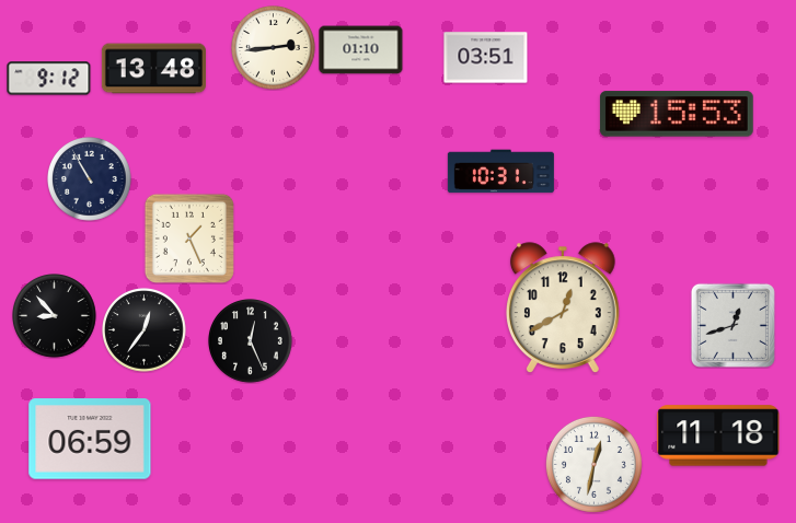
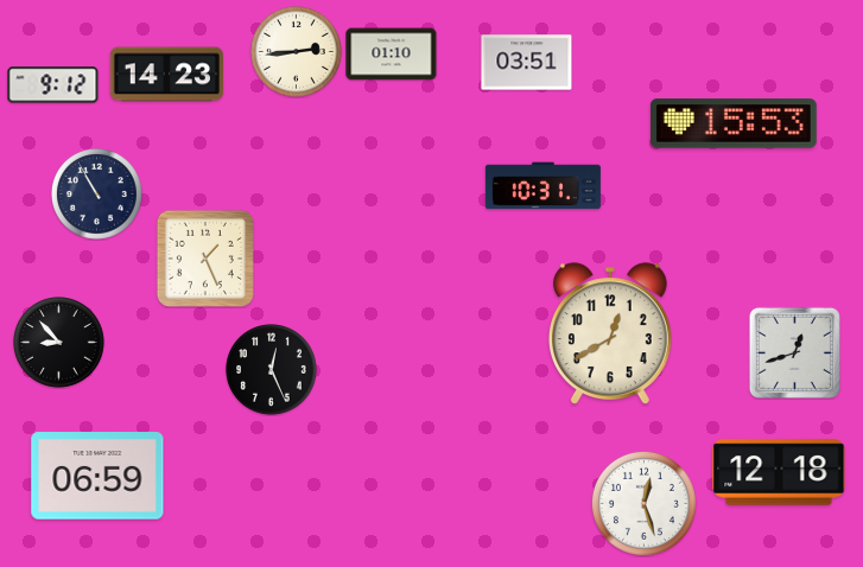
clock at (153, 69): 13:48 -> 14:23
clock at (145, 330): 12:36 -> none
clock at (718, 435): 11:18 -> 12:18
clock at (593, 464): 12:32 -> 12:27
